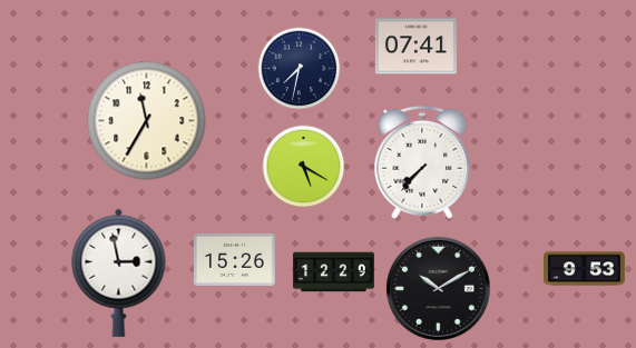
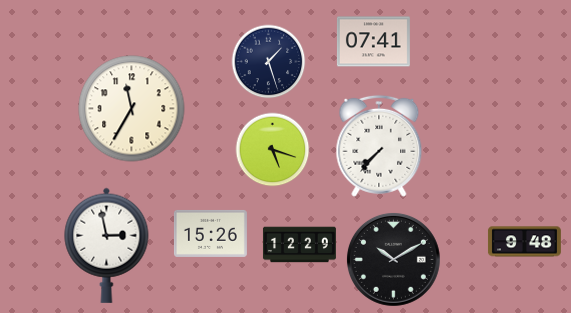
clock at (300, 69): 7:32 -> 1:27
clock at (304, 167): 5:20 -> 5:18
clock at (584, 269): 9:53 -> 9:48
